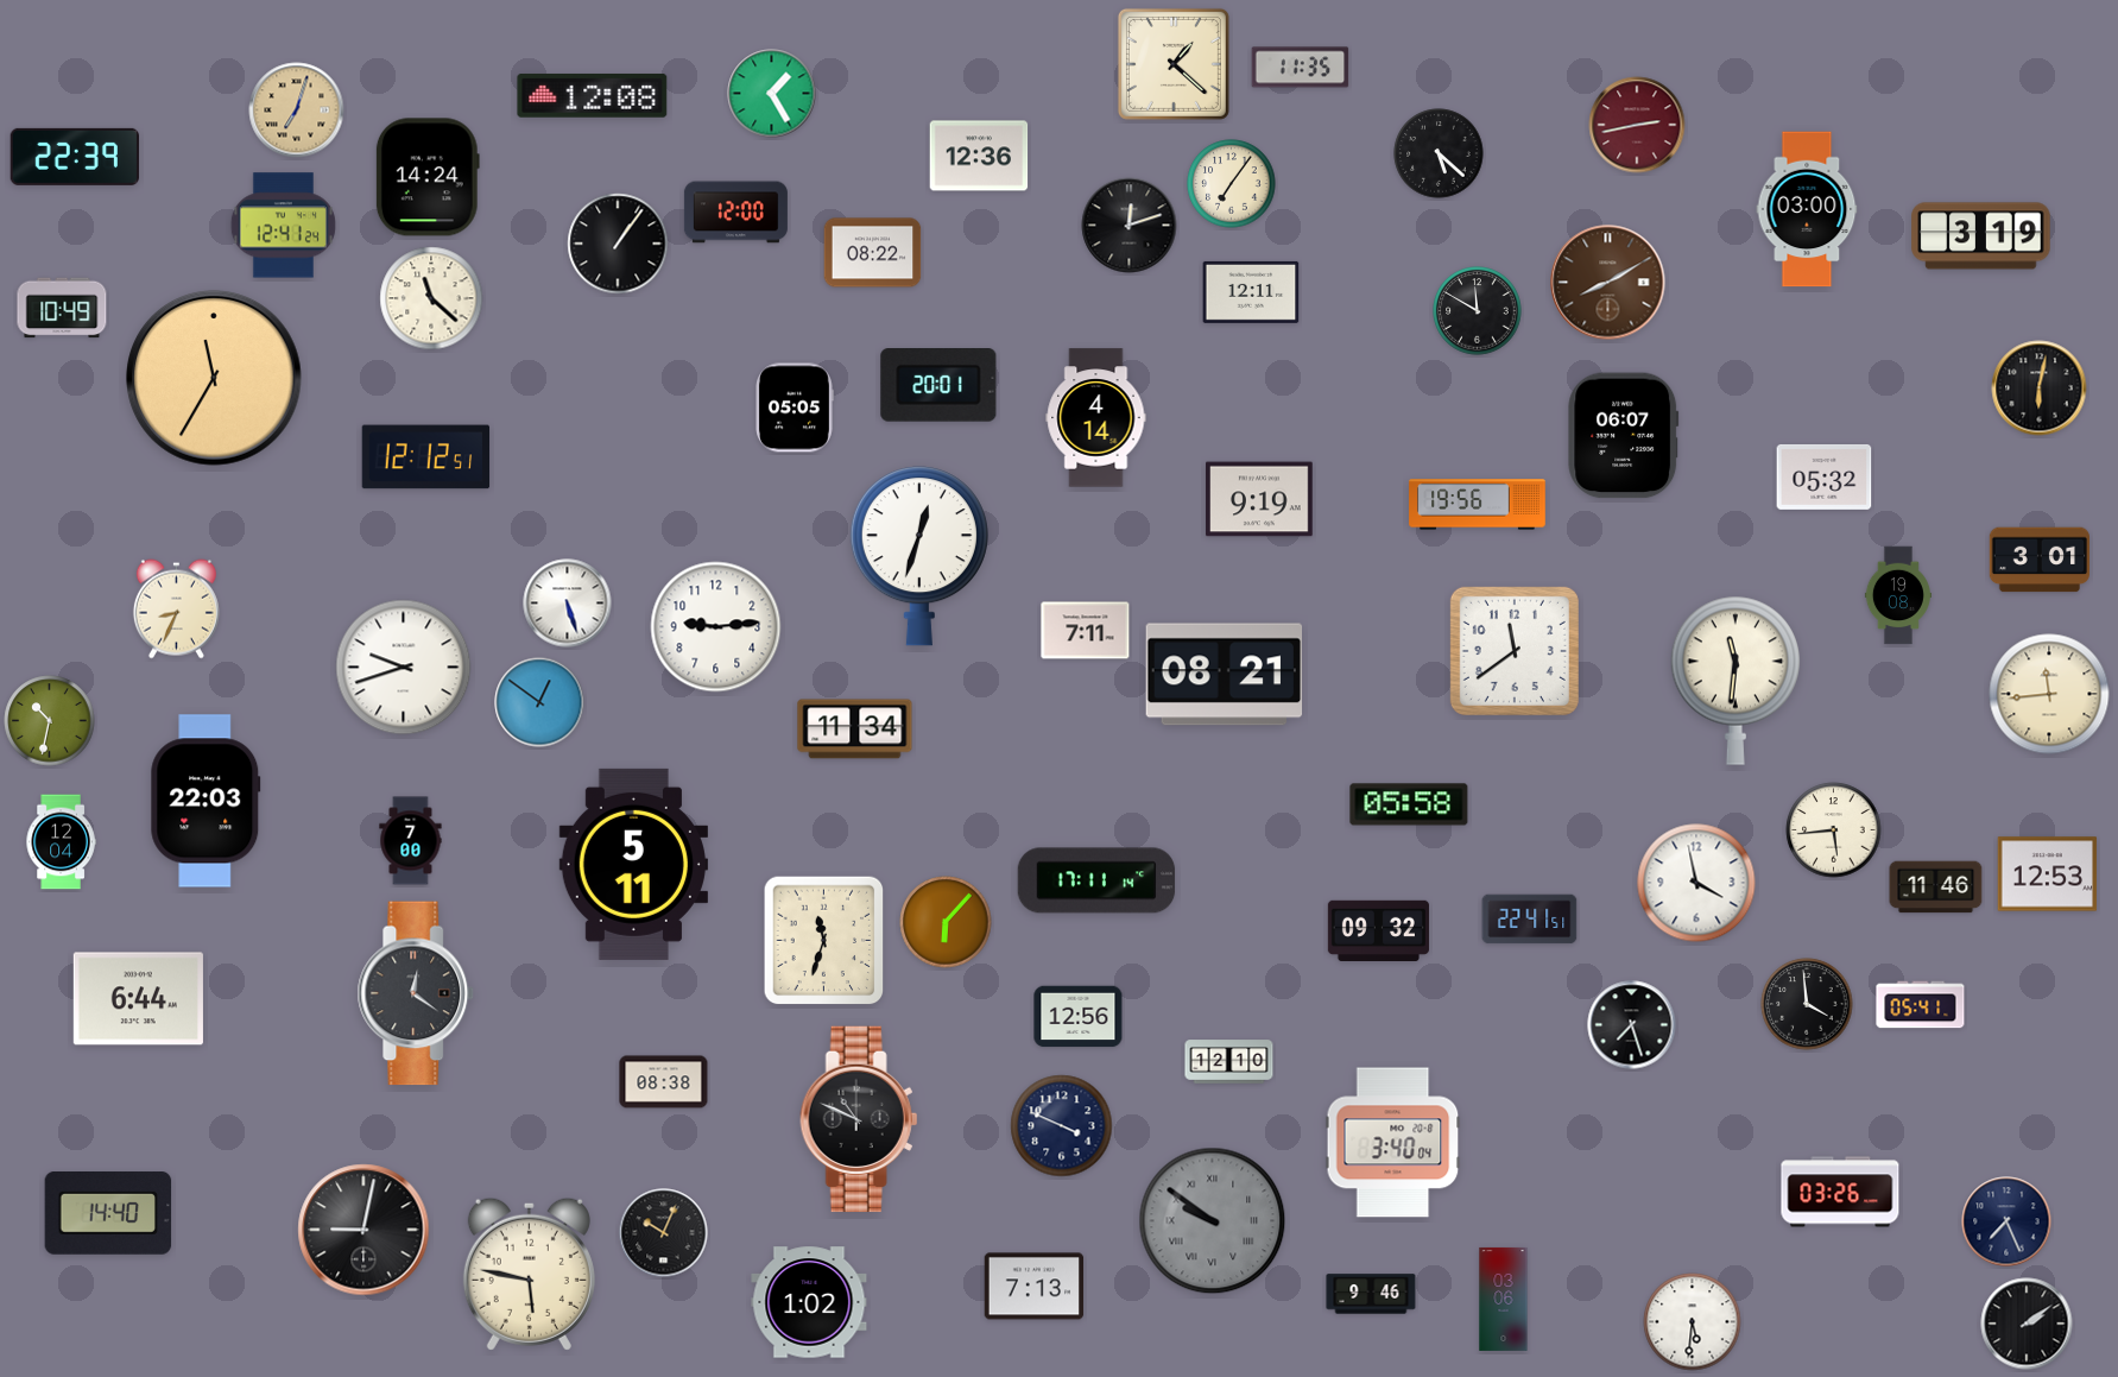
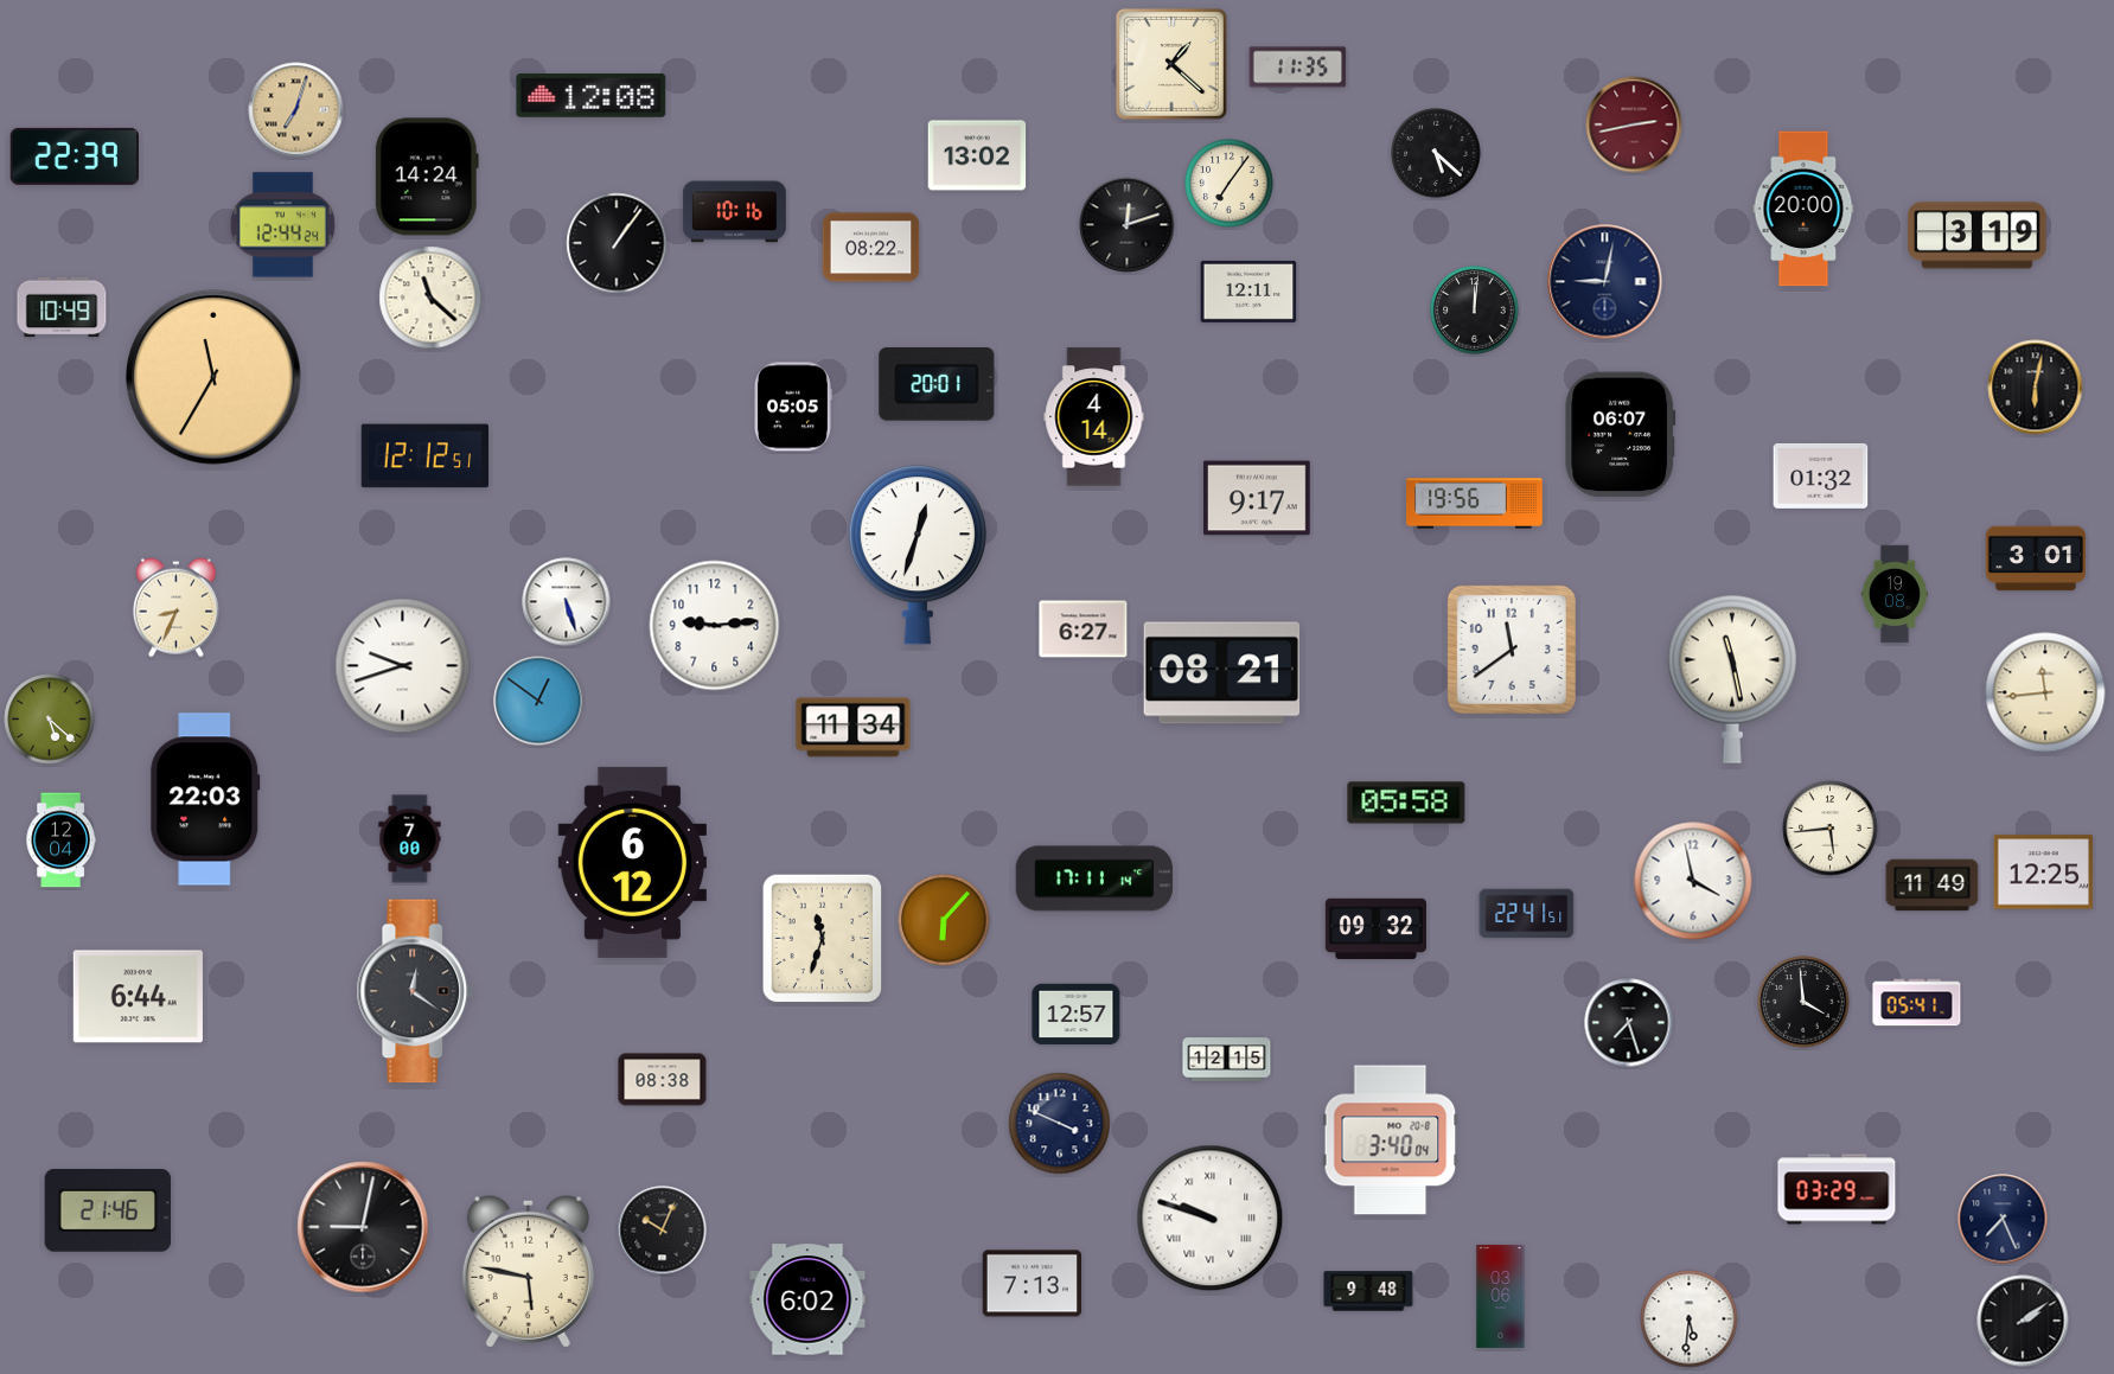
clock at (772, 94): 1:25 -> none
clock at (979, 156): 12:36 -> 13:02
clock at (1807, 209): 03:00 -> 20:00
clock at (735, 213): 12:00 -> 10:16
clock at (283, 226): 12:41 -> 12:44
clock at (873, 253) position: (873, 253) -> (871, 248)
clock at (1608, 283): 8:10 -> 9:02
clock at (1608, 283) dial: brown -> navy
clock at (1478, 311): 11:50 -> 12:01
clock at (1825, 476): 05:32 -> 01:32
clock at (1259, 499): 9:19 -> 9:17
clock at (1086, 631): 7:11 -> 6:27
clock at (1734, 681): 11:31 -> 11:28
clock at (50, 721): 10:32 -> 5:22
clock at (633, 864): 5:11 -> 6:12
clock at (2048, 874): 12:53 -> 12:25
clock at (1936, 888): 11:46 -> 11:49
clock at (1530, 920) position: (1530, 920) -> (1527, 914)
clock at (1079, 1017): 12:56 -> 12:57
clock at (1229, 1062): 12:10 -> 12:15
clock at (859, 1119): 10:49 -> none
clock at (1840, 1192): 03:26 -> 03:29
clock at (108, 1214): 14:40 -> 21:46
clock at (1213, 1221): 9:51 -> 9:48
clock at (1213, 1221) dial: grey -> white
clock at (1371, 1294): 9:46 -> 9:48
clock at (809, 1302): 1:02 -> 6:02
